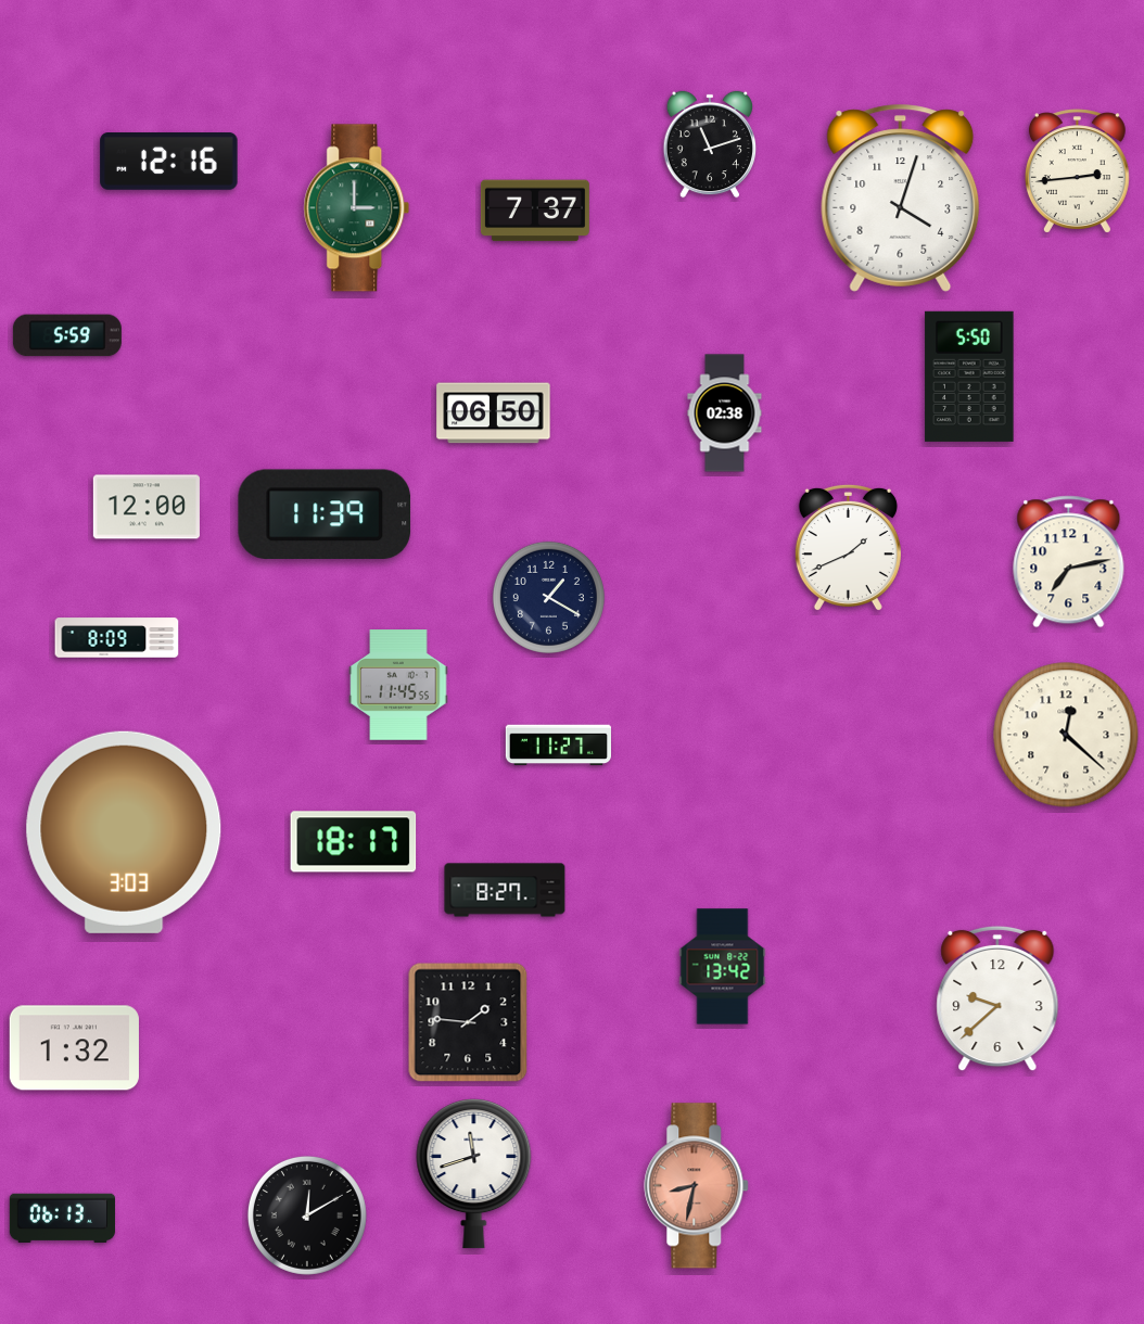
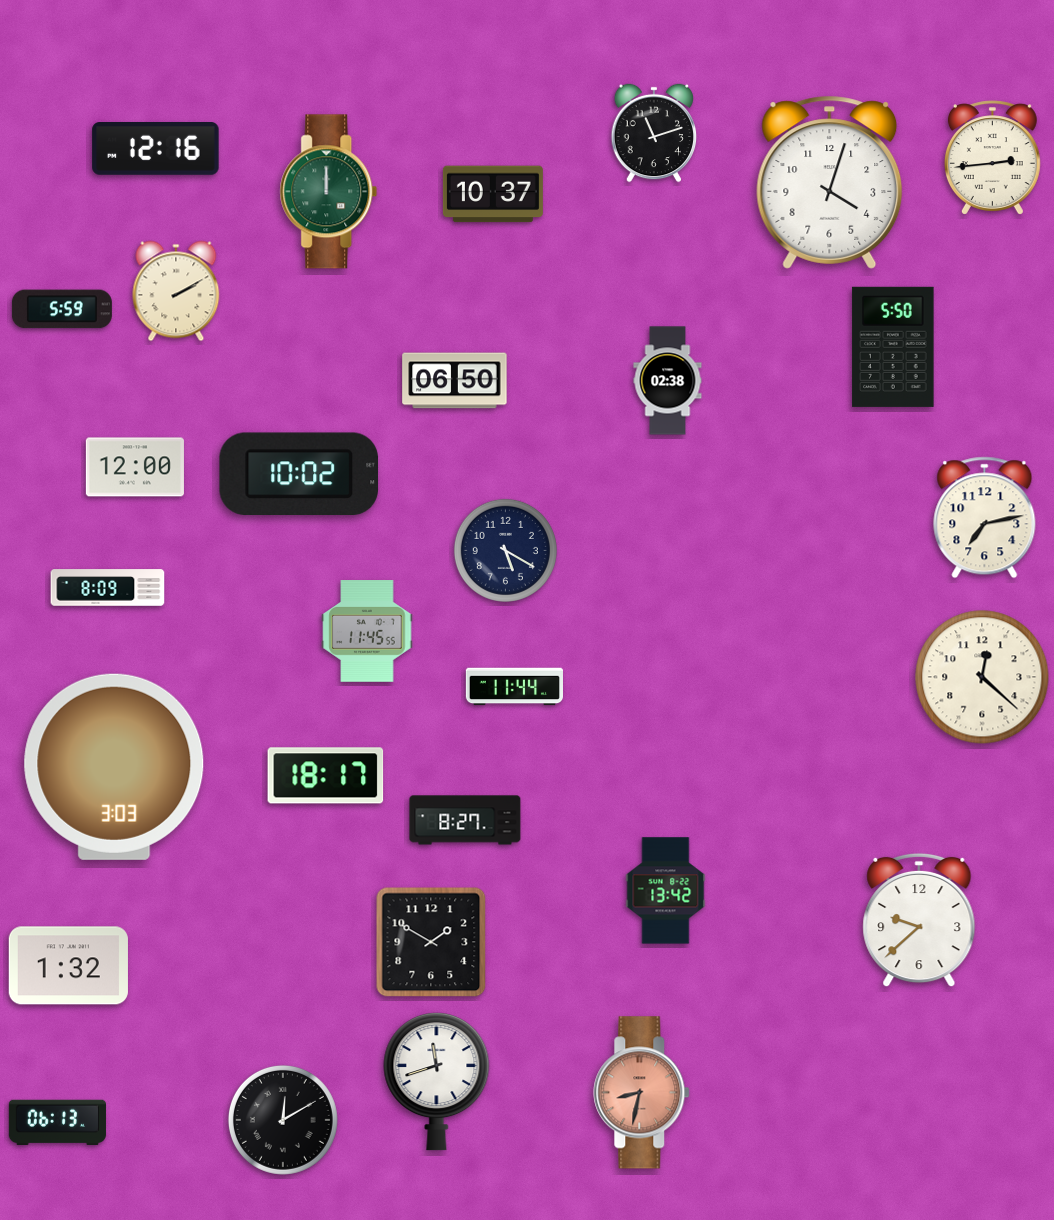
clock at (357, 208): 3:00 -> 12:00
clock at (535, 211): 7:37 -> 10:37
clock at (176, 291): none -> 2:10
clock at (325, 513): 11:39 -> 10:02
clock at (848, 548): 1:41 -> none
clock at (548, 597): 1:20 -> 5:20
clock at (558, 746): 11:27 -> 11:44
clock at (468, 1022): 1:46 -> 1:50
